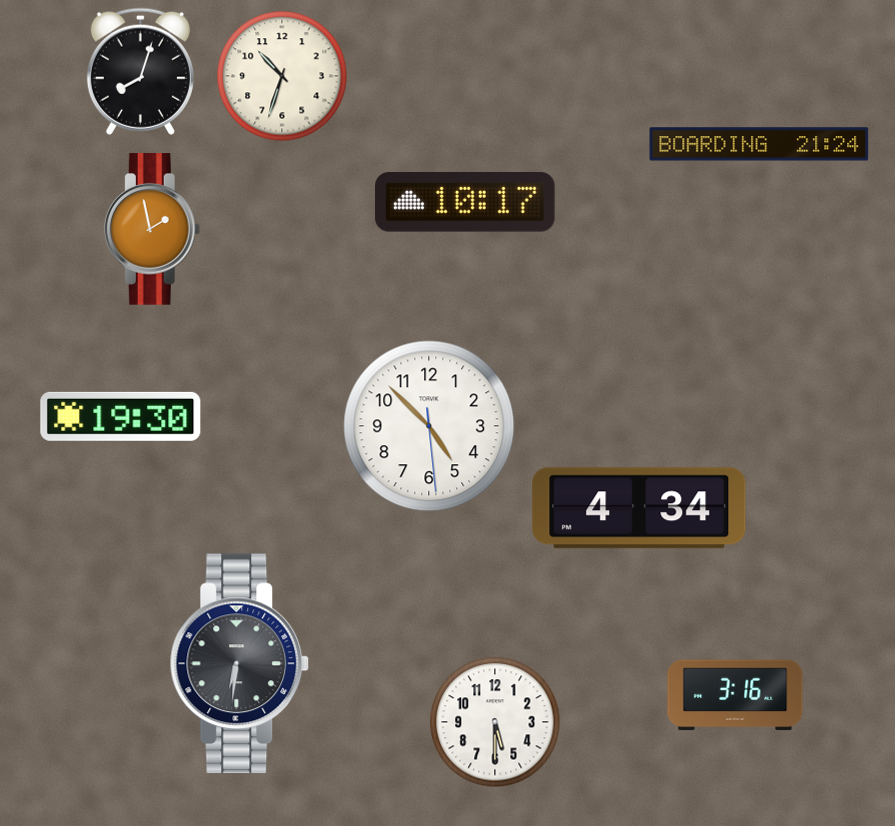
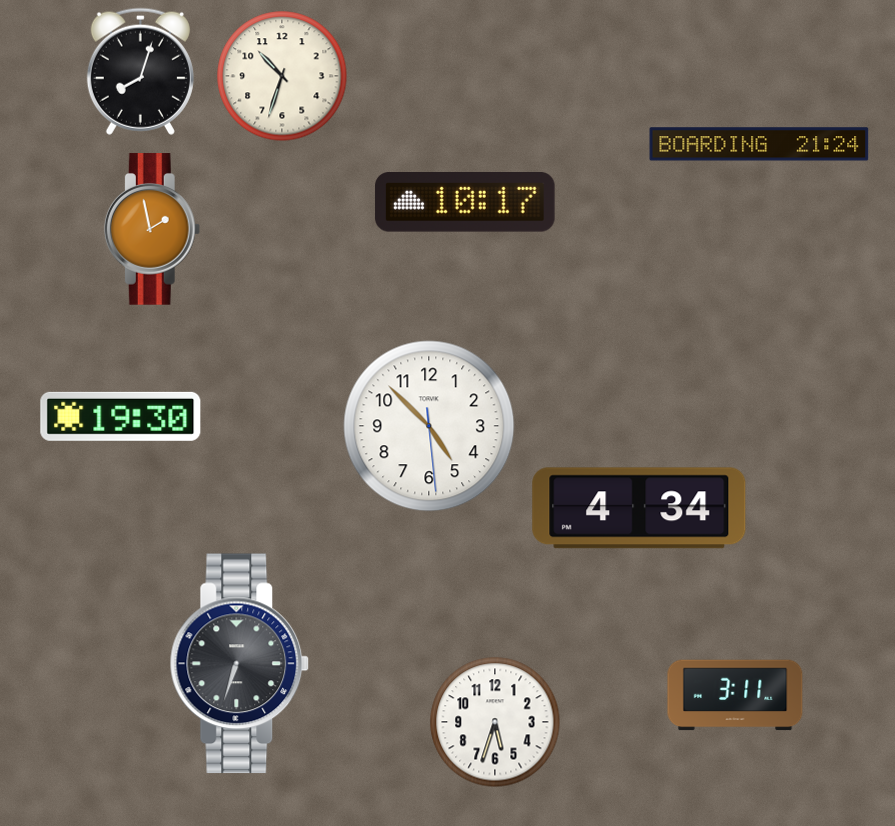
clock at (240, 664): 6:31 -> 6:33
clock at (735, 695): 3:16 -> 3:11
clock at (495, 722): 5:30 -> 5:33
